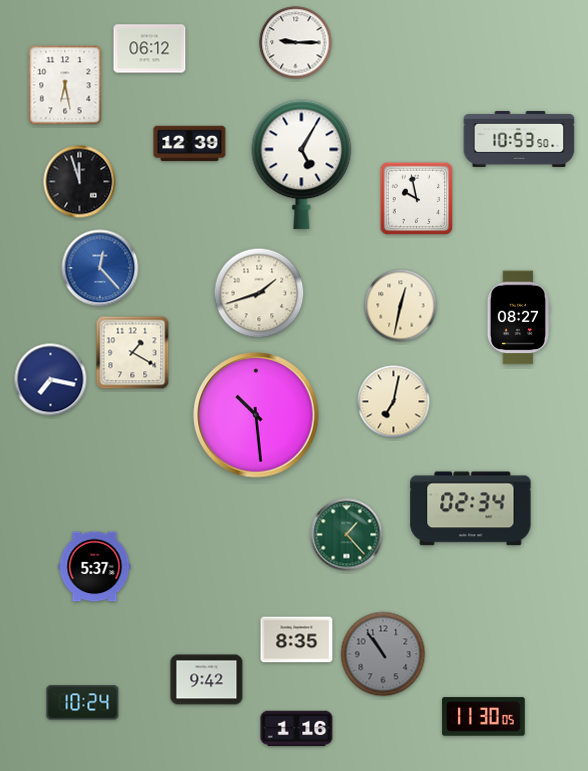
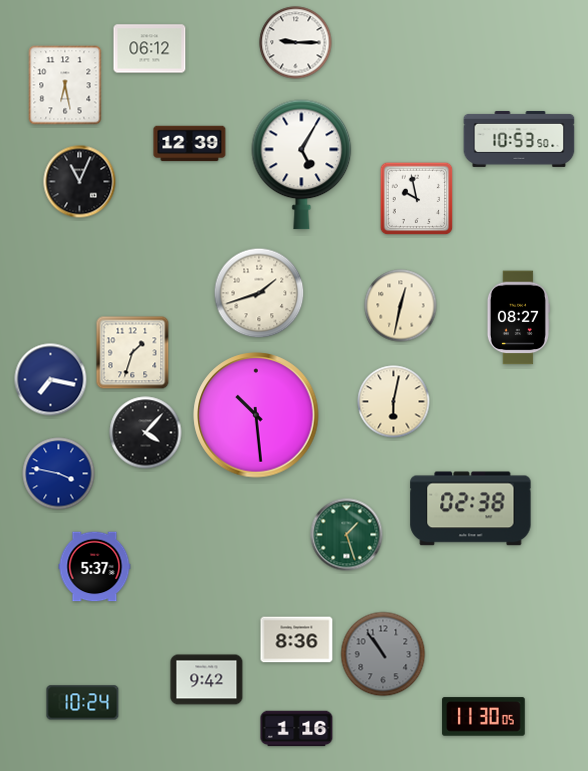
clock at (80, 182): 11:57 -> 11:04
clock at (100, 268): 12:23 -> none
clock at (133, 353): 1:20 -> 1:33
clock at (394, 402): 7:02 -> 6:02
clock at (146, 433): none -> 4:07
clock at (59, 474): none -> 3:47
clock at (471, 509): 02:34 -> 02:38
clock at (347, 535): 1:23 -> 1:27
clock at (297, 640): 8:35 -> 8:36
